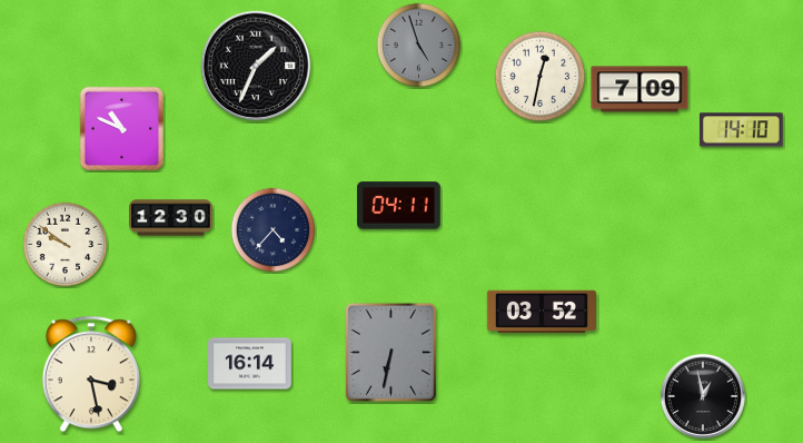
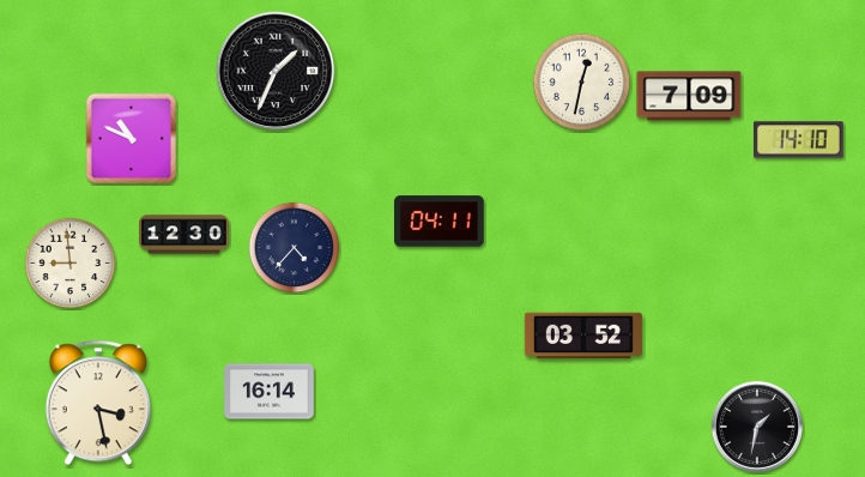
clock at (419, 46): 4:57 -> none
clock at (399, 206) position: (399, 206) -> (440, 222)
clock at (66, 245): 9:51 -> 8:59
clock at (390, 352): 6:32 -> none
clock at (703, 396): 12:58 -> 1:32
